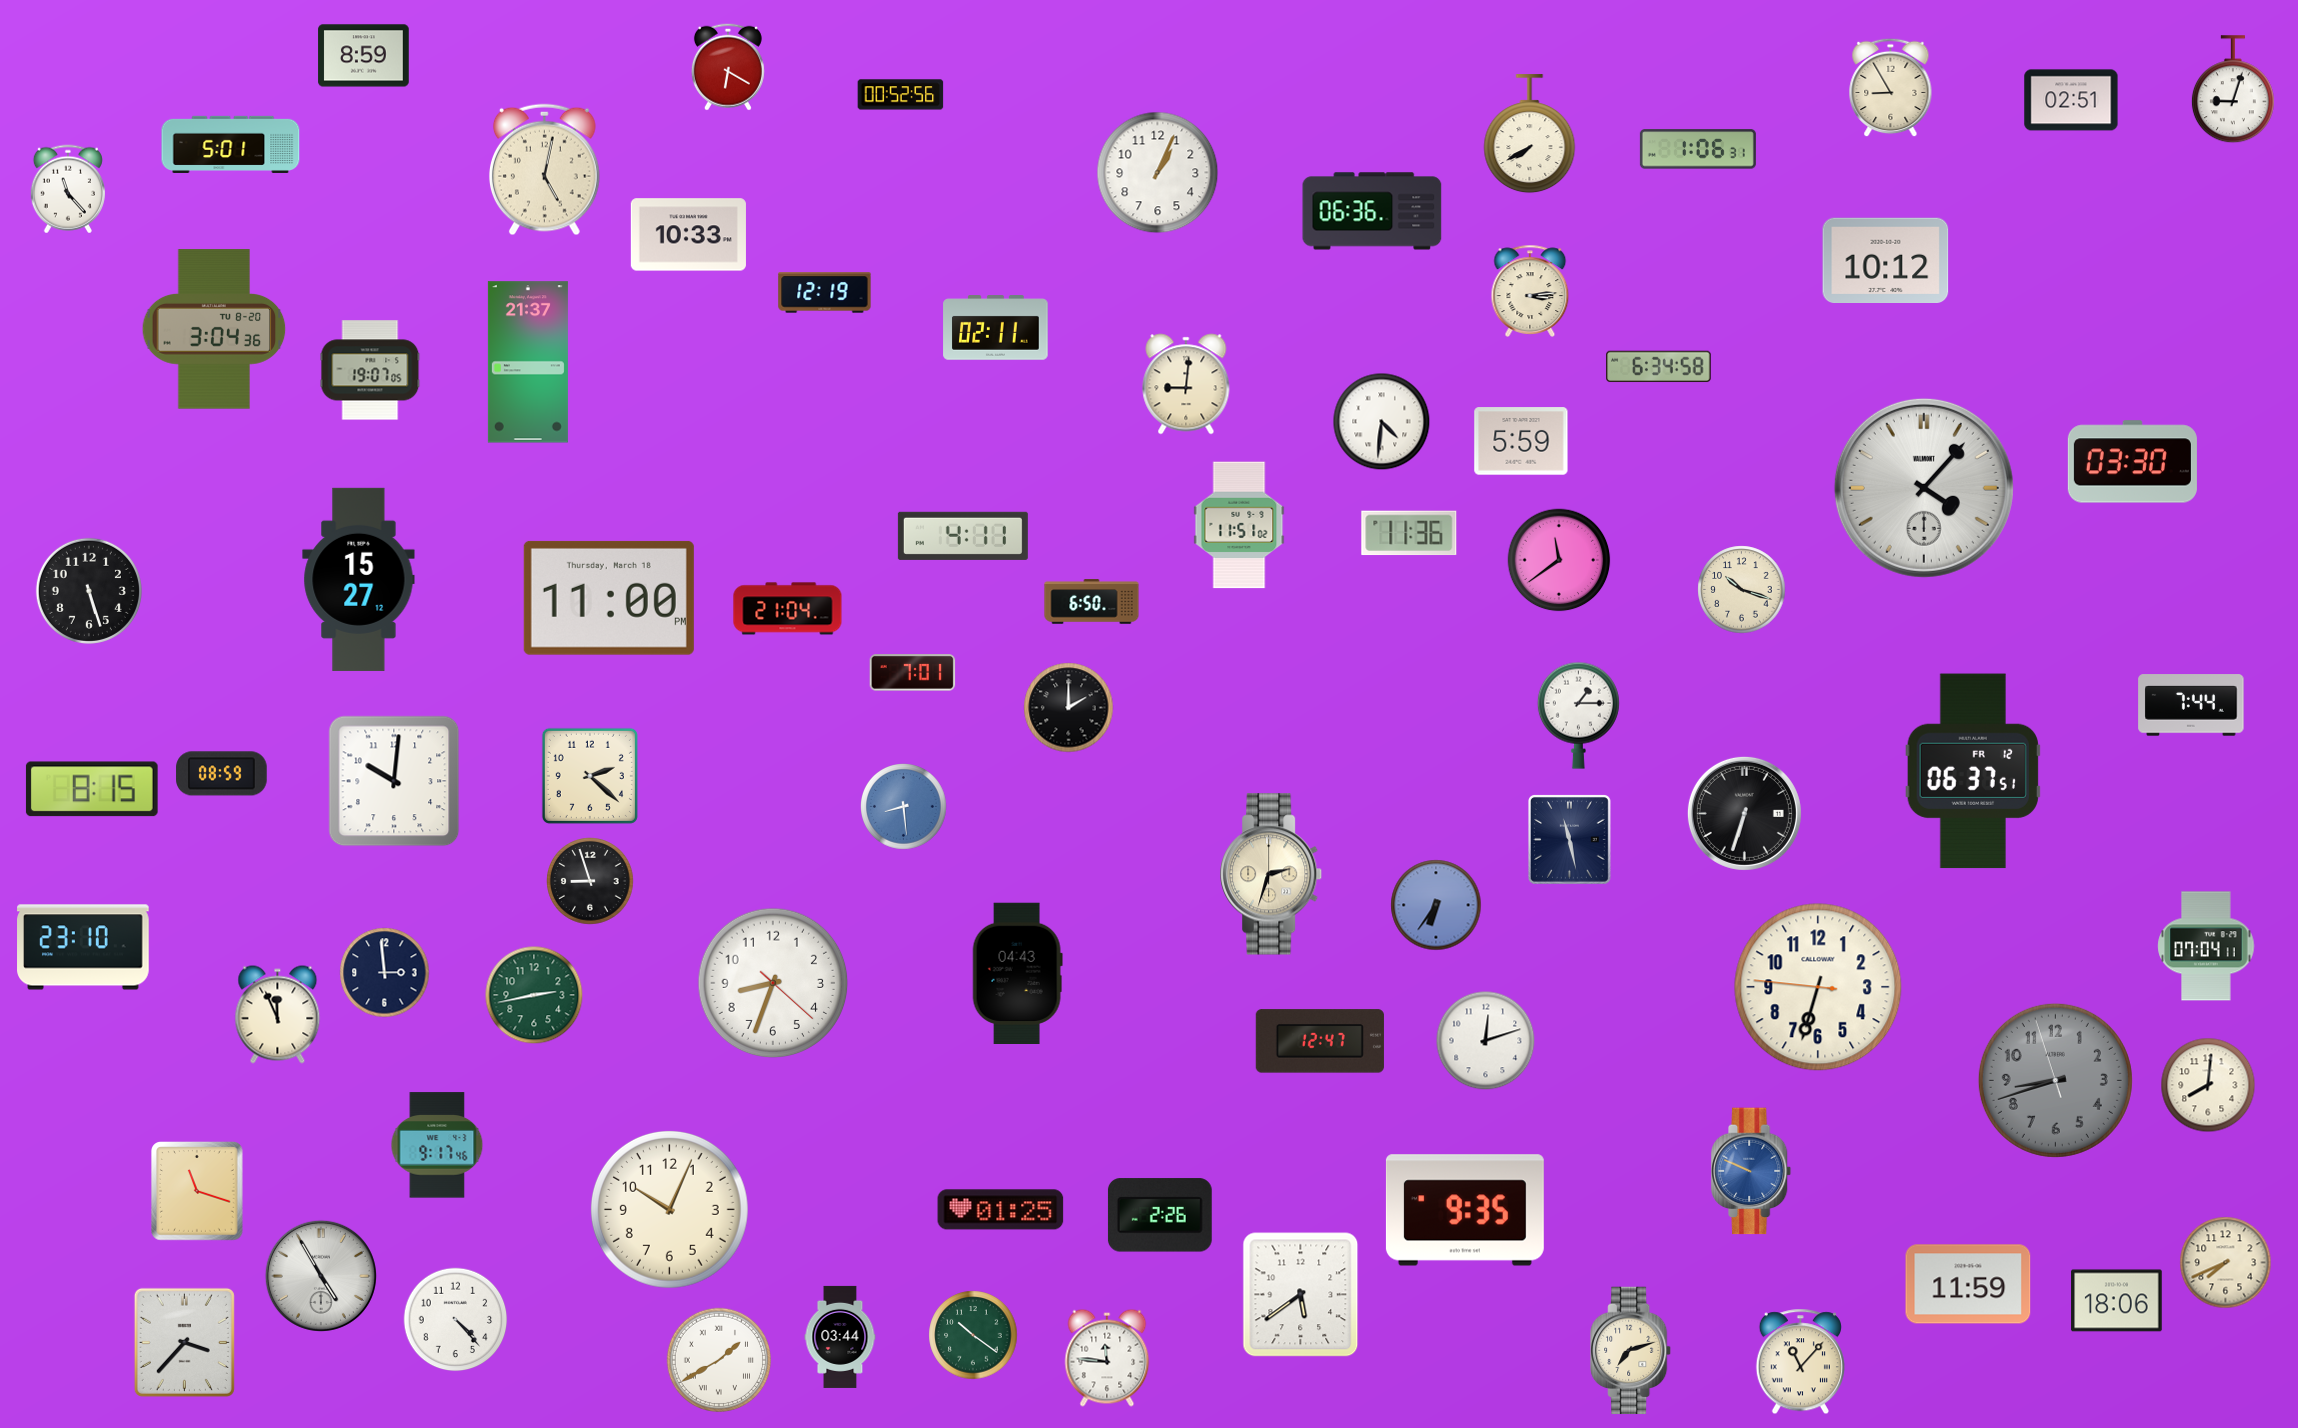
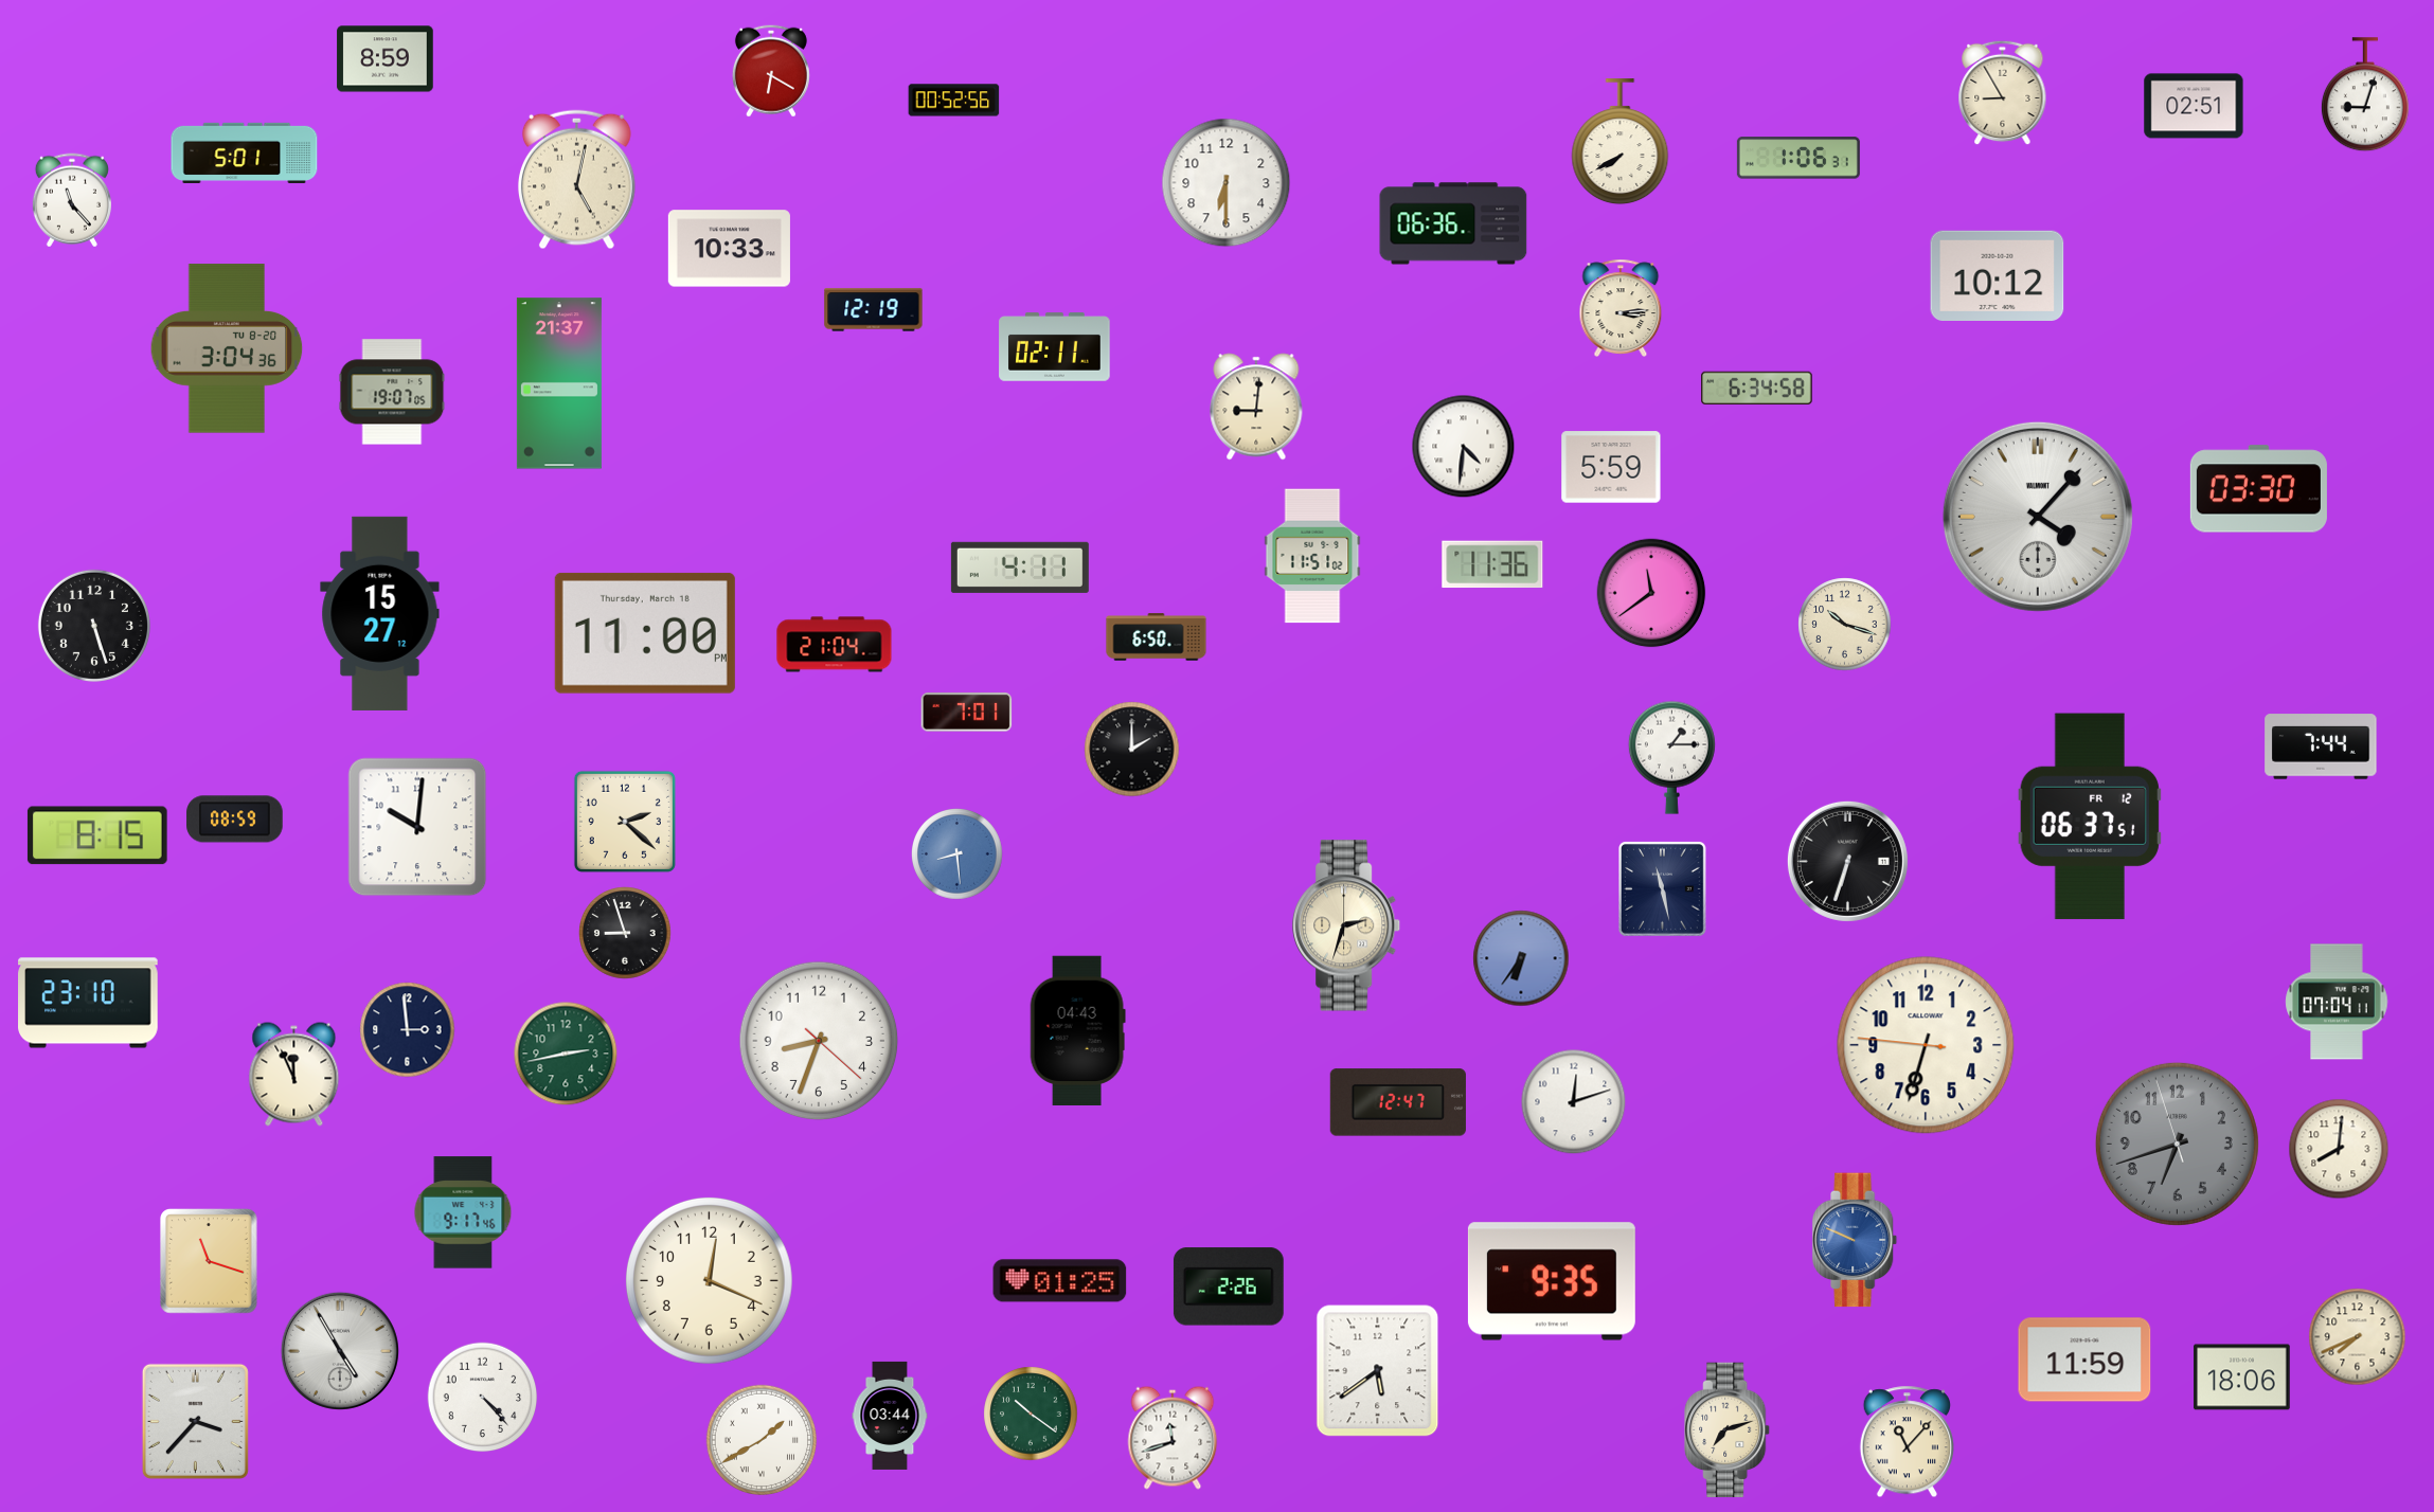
clock at (1158, 173): 1:04 -> 6:30
clock at (2055, 1080): 8:41 -> 6:41
clock at (669, 1209): 10:04 -> 12:19
clock at (1107, 1358): 11:46 -> 11:42
